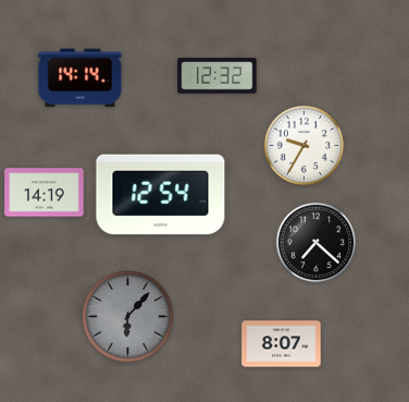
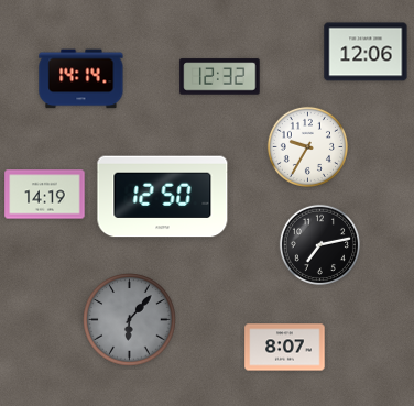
clock at (366, 52): none -> 12:06
clock at (161, 195): 12:54 -> 12:50
clock at (315, 242): 7:22 -> 7:13
